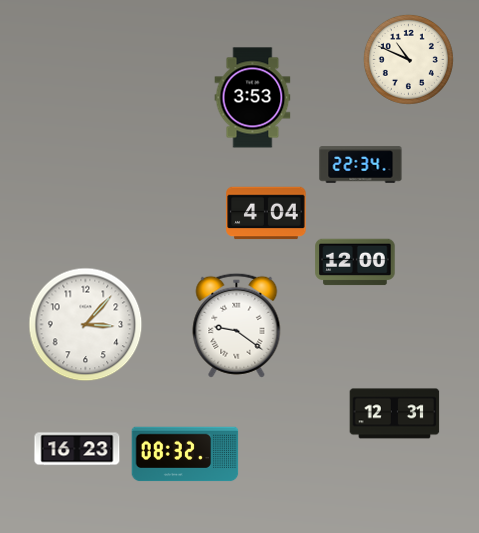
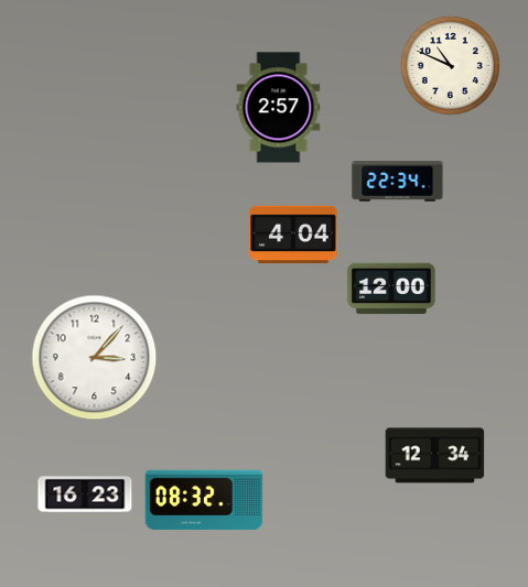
clock at (253, 98): 3:53 -> 2:57
clock at (237, 325): 9:21 -> none
clock at (395, 414): 12:31 -> 12:34
